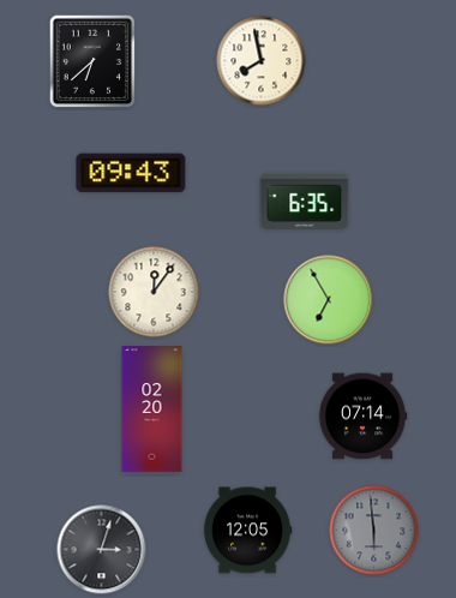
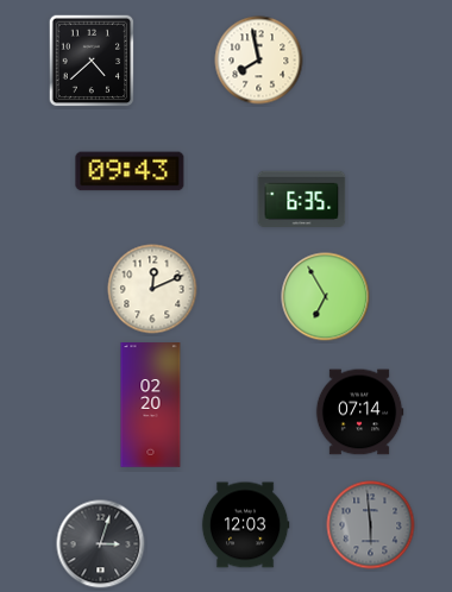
clock at (92, 61): 6:38 -> 4:38
clock at (154, 292): 12:06 -> 12:11
clock at (247, 531): 12:05 -> 12:03
